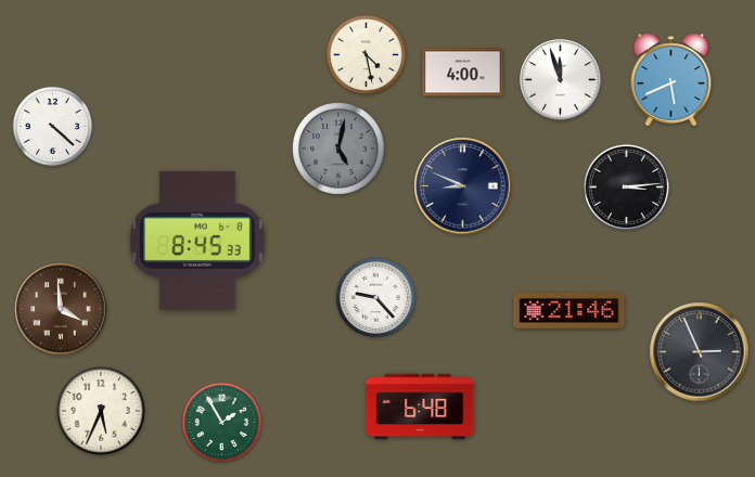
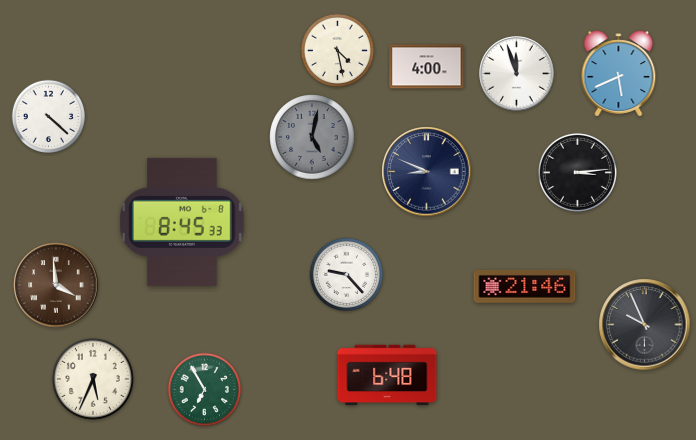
clock at (700, 352): 2:56 -> 9:56
clock at (221, 422): 1:55 -> 6:55
